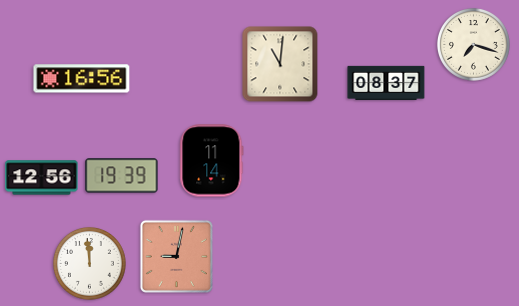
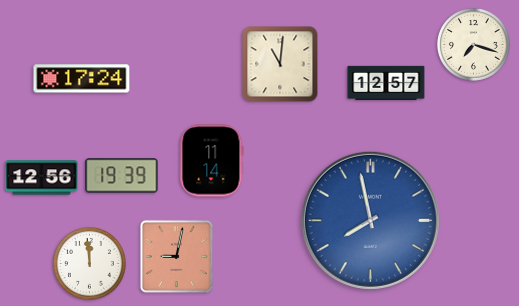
clock at (82, 79): 16:56 -> 17:24
clock at (386, 83): 08:37 -> 12:57
clock at (370, 220): none -> 7:58
